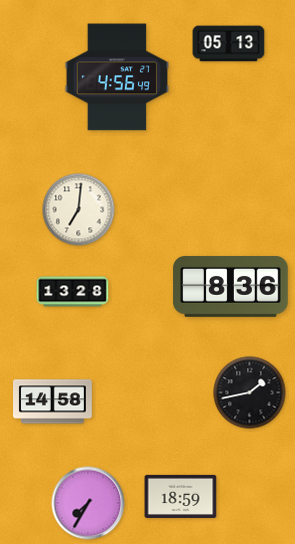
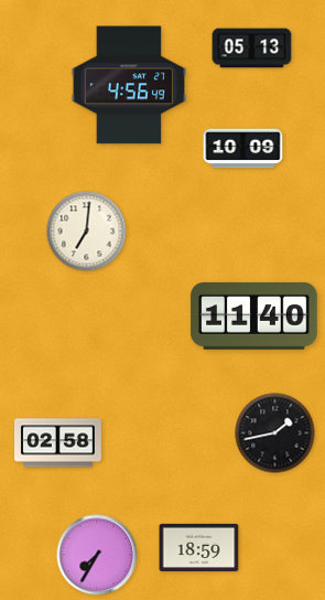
clock at (243, 149): none -> 10:09
clock at (231, 286): 8:36 -> 11:40
clock at (73, 292): 13:28 -> none
clock at (53, 402): 14:58 -> 02:58
